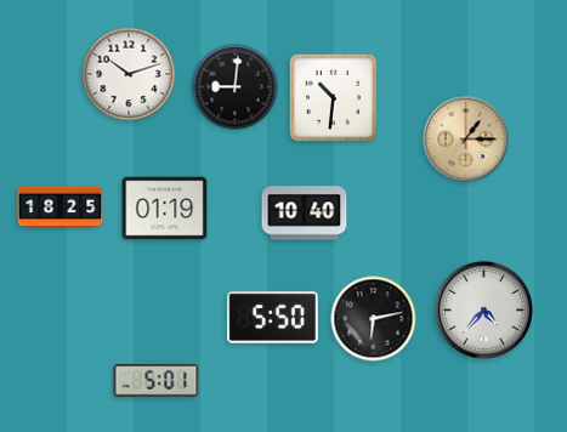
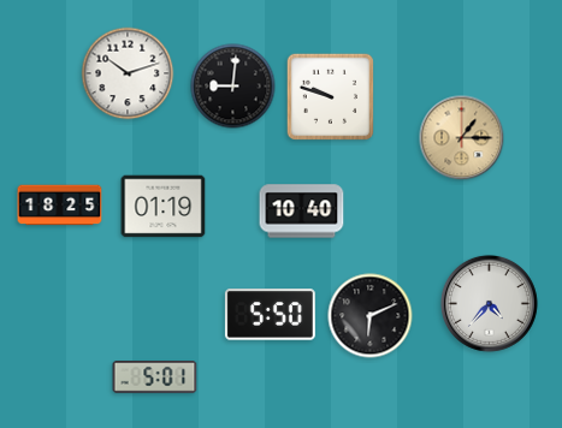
clock at (333, 97): 10:31 -> 9:48
clock at (483, 309) position: (483, 309) -> (489, 303)
clock at (374, 319): 6:13 -> 6:11
